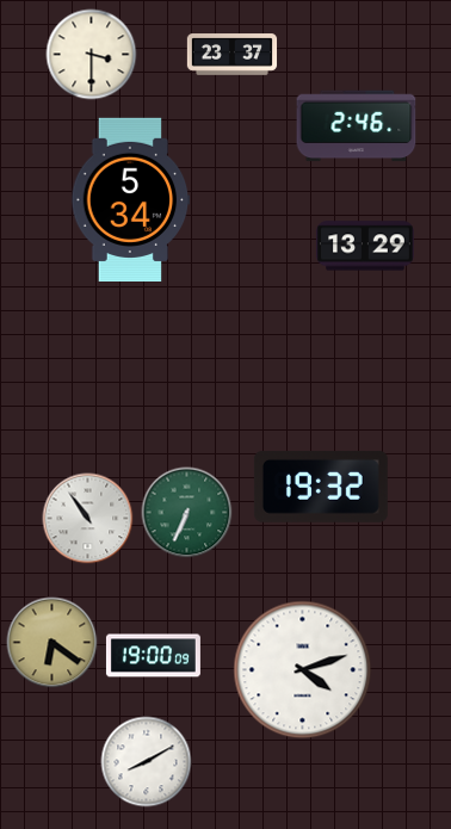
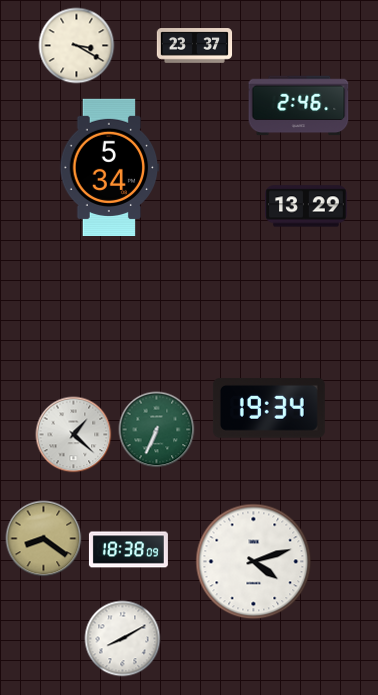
clock at (92, 55): 3:30 -> 3:20
clock at (321, 487): 19:32 -> 19:34
clock at (88, 519): 10:54 -> 1:22
clock at (52, 643): 6:21 -> 8:21
clock at (153, 656): 19:00 -> 18:38
